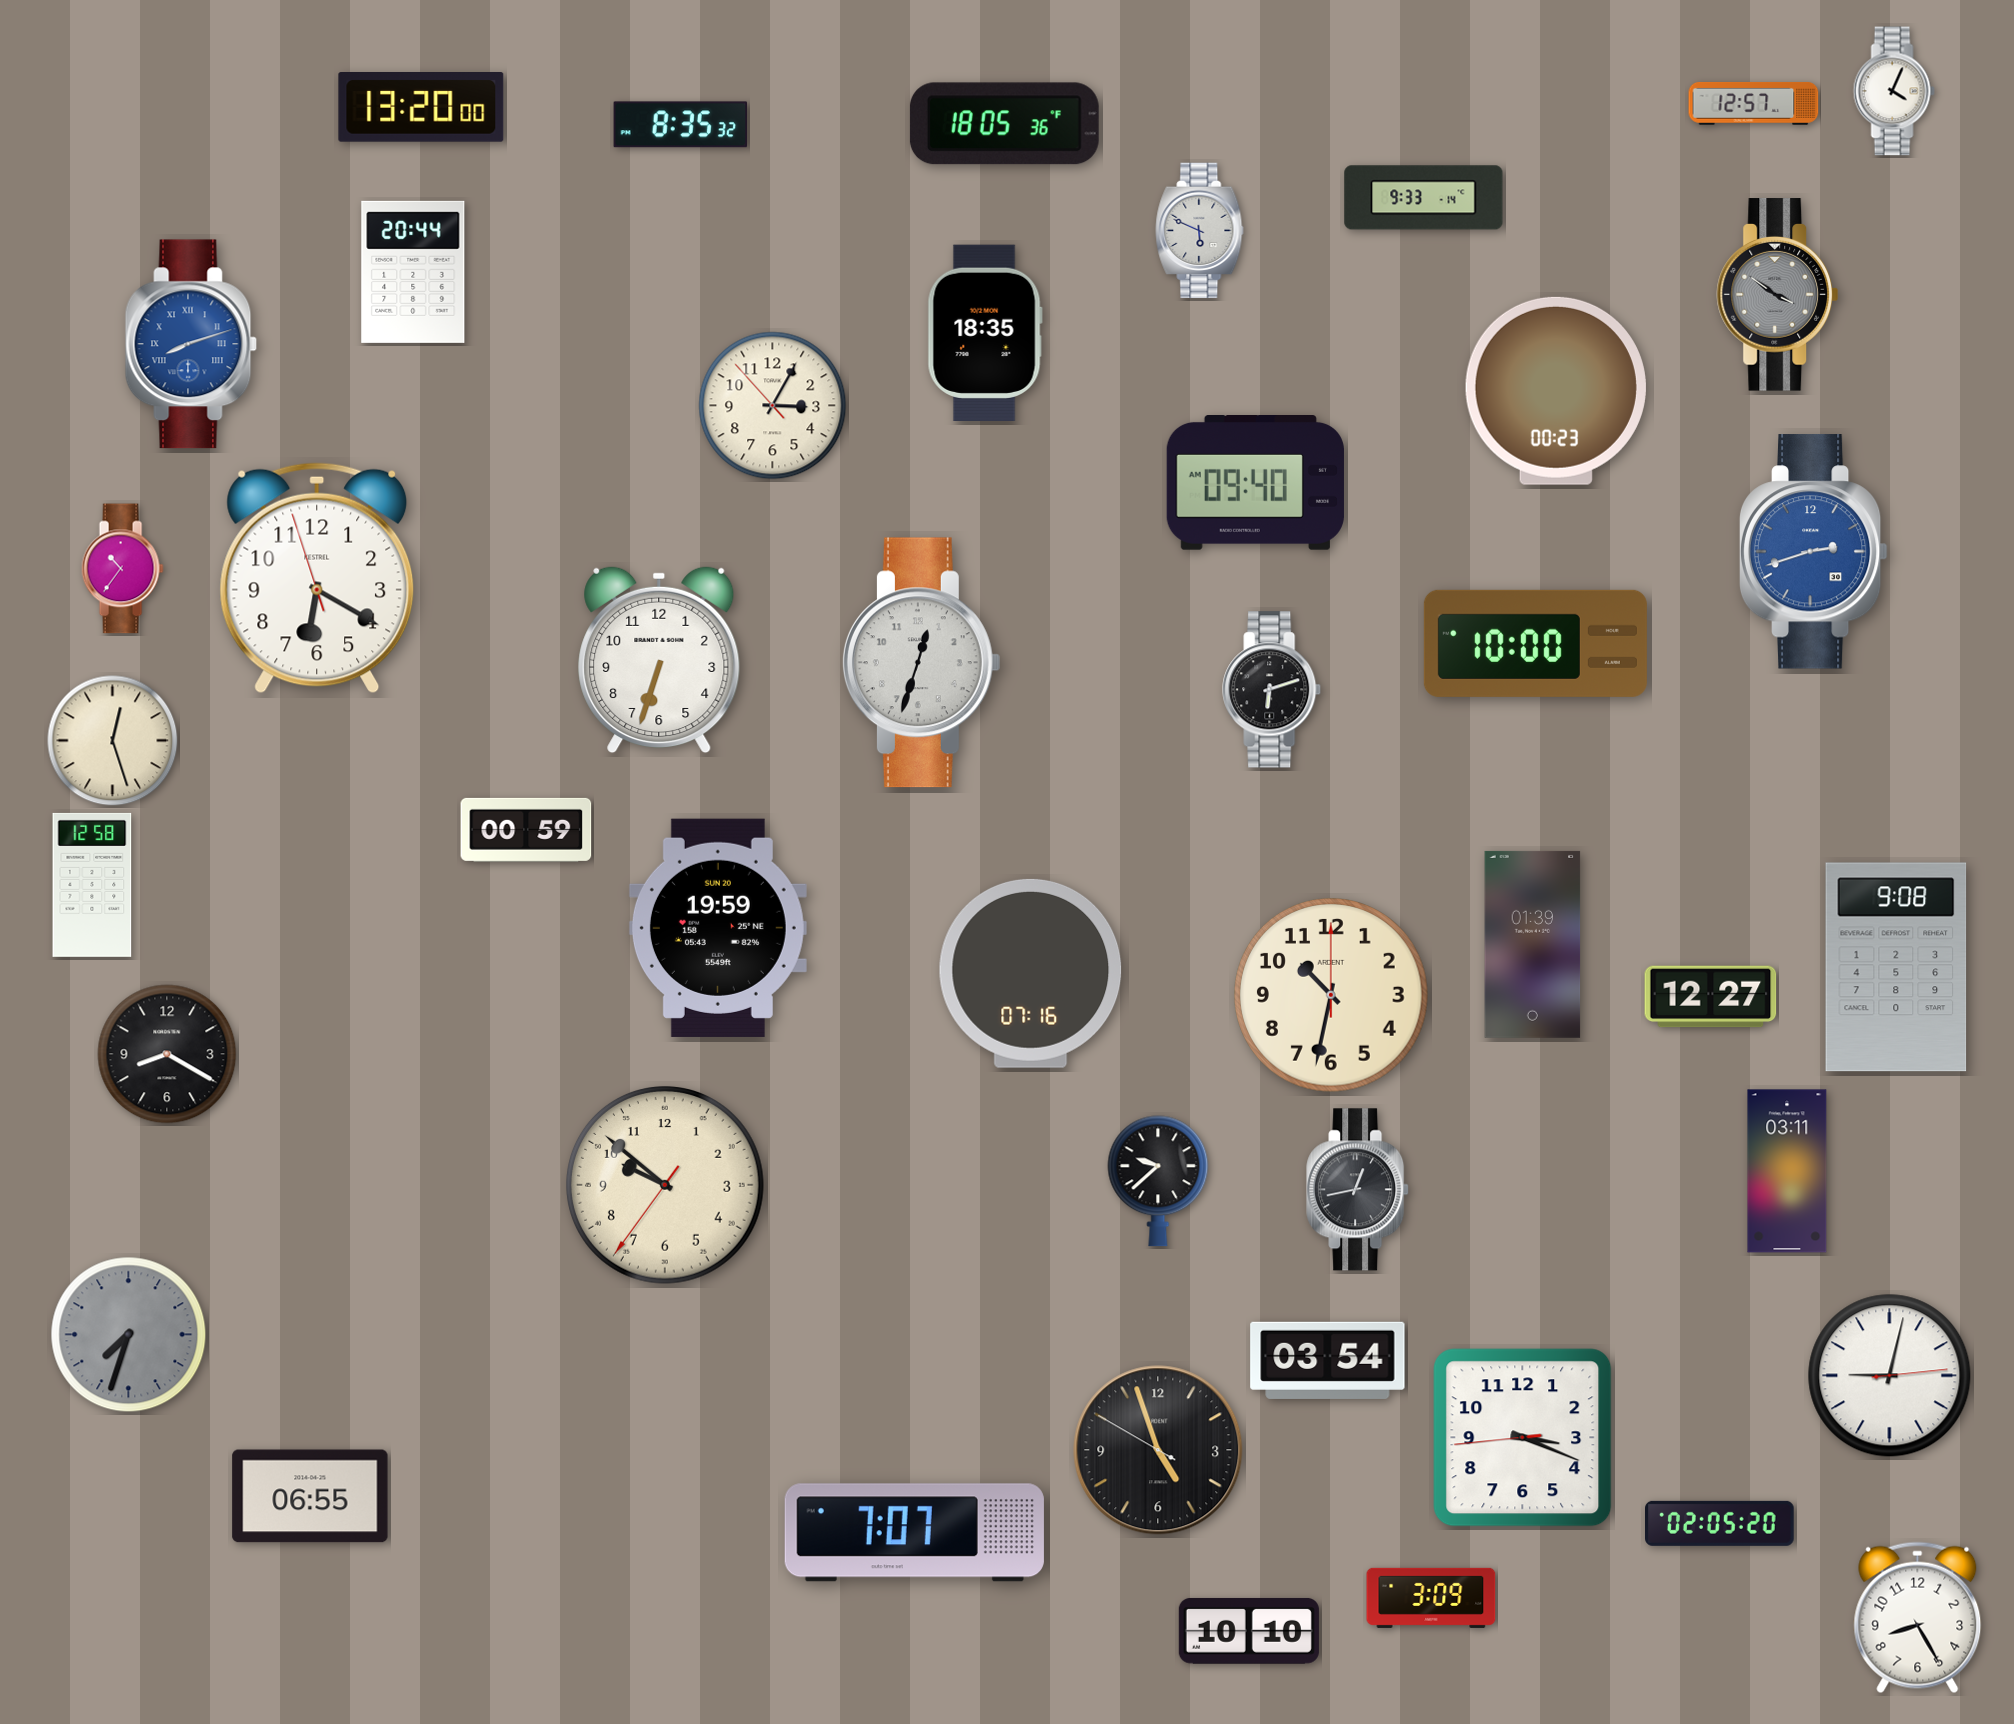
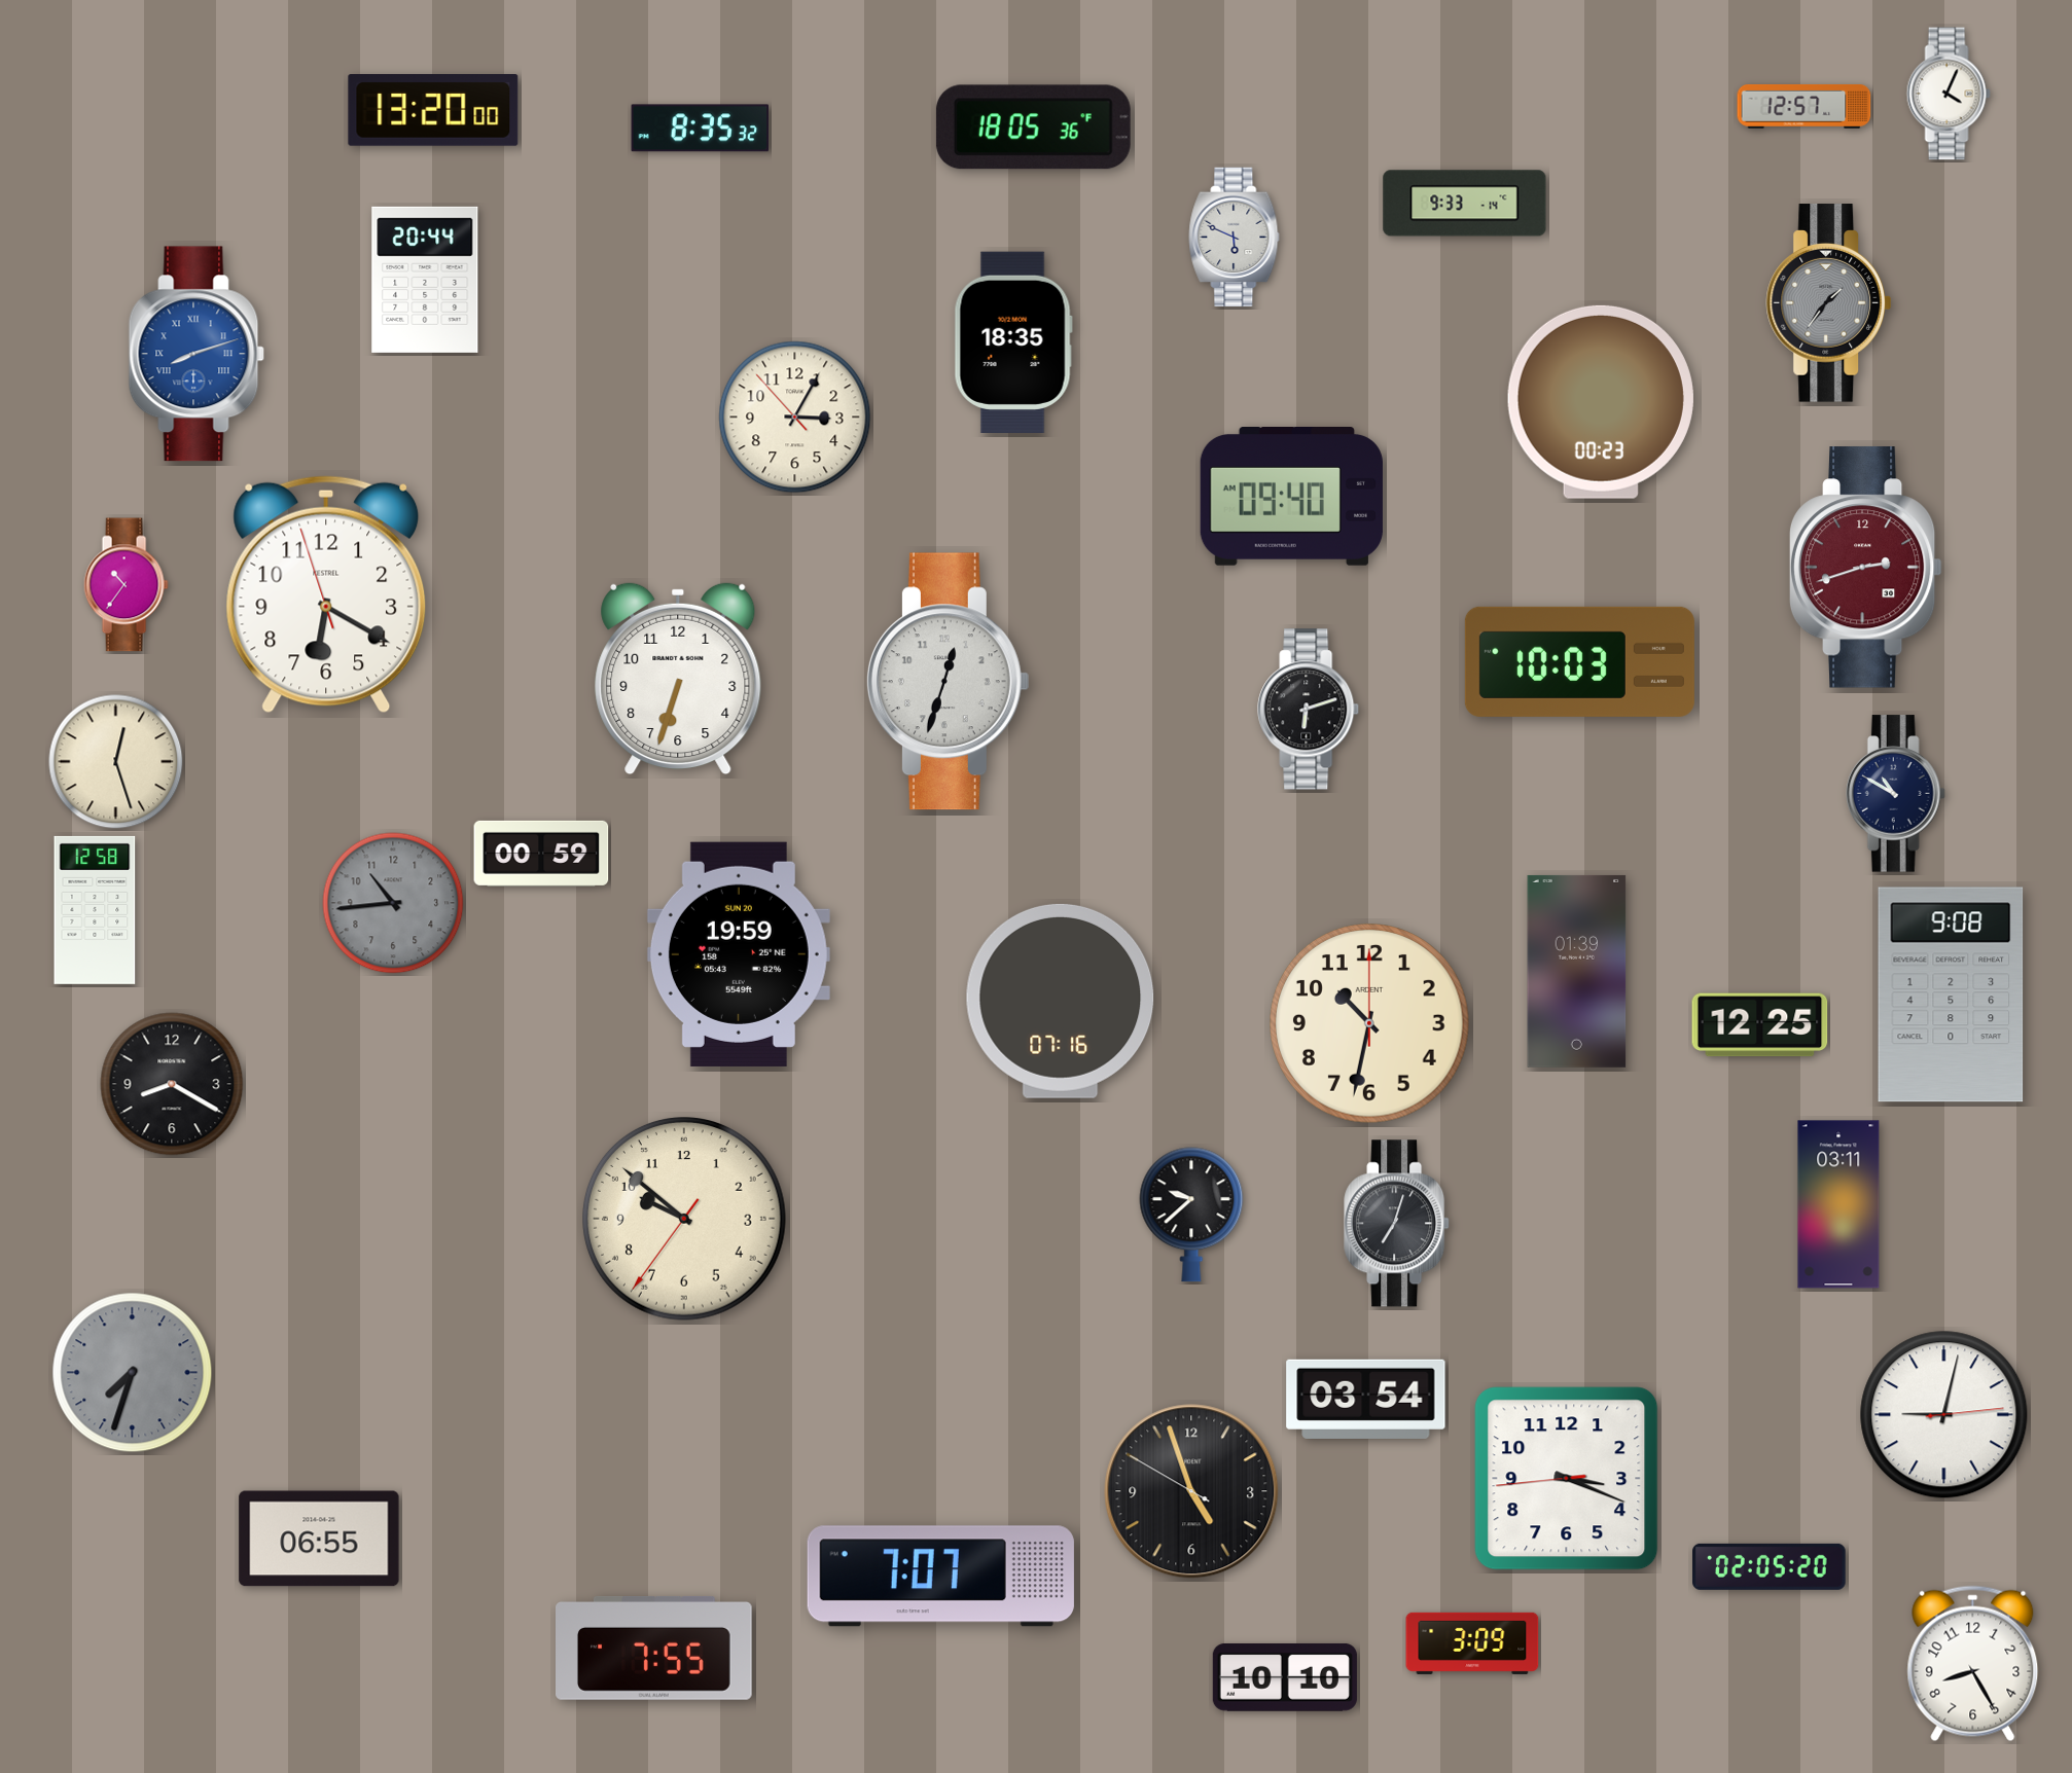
clock at (1778, 295): 3:51 -> 1:36
clock at (1813, 552) dial: blue -> burgundy
clock at (1535, 643): 10:00 -> 10:03
clock at (1895, 794): none -> 10:50
clock at (393, 903): none -> 10:44
clock at (1711, 997): 12:27 -> 12:25
clock at (1358, 1190): 12:43 -> 7:03
clock at (654, 1648): none -> 7:55
